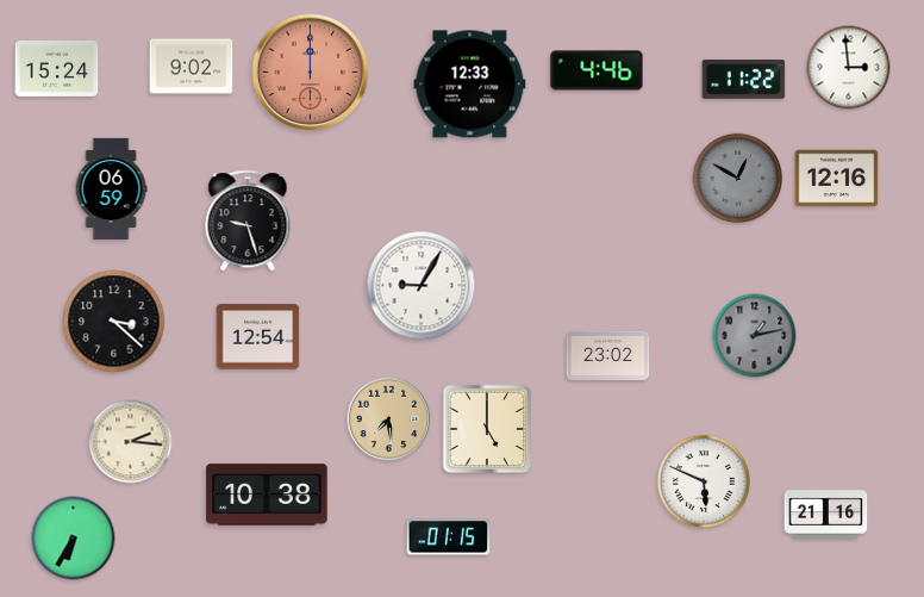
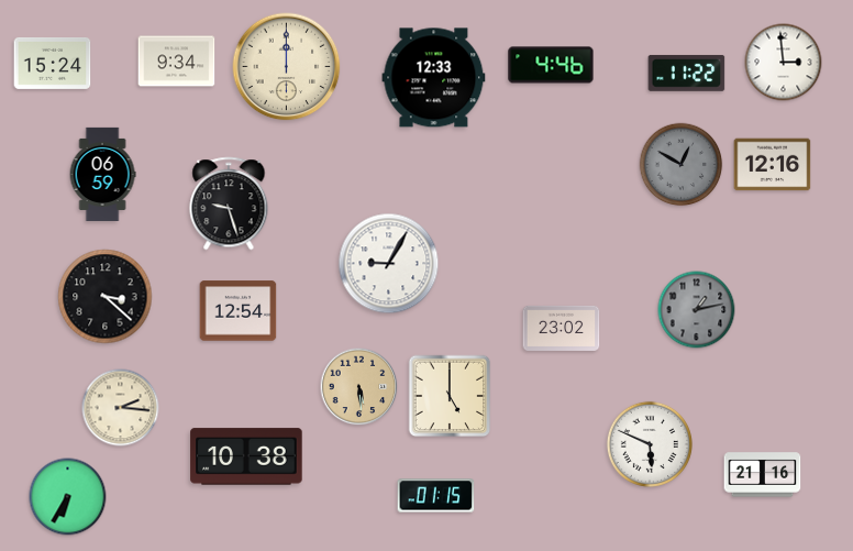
clock at (192, 67): 9:02 -> 9:34
clock at (311, 73) dial: salmon -> cream
clock at (389, 419): 7:29 -> 5:29
clock at (449, 537) position: (449, 537) -> (436, 496)
